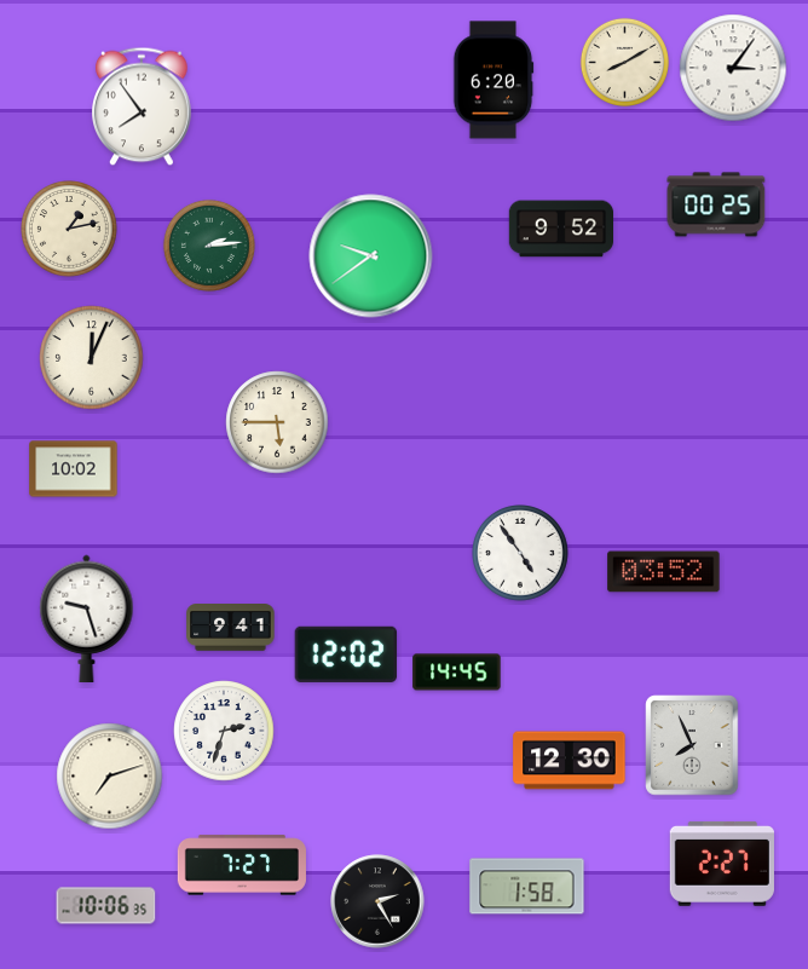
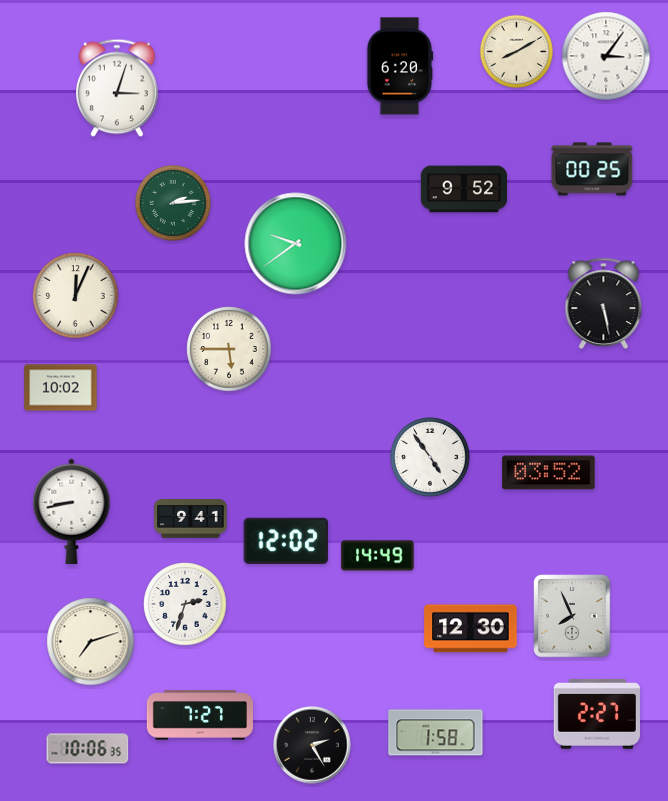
clock at (494, 80) position: (494, 80) -> (400, 66)
clock at (143, 106): 7:54 -> 3:03
clock at (70, 230): 1:13 -> none
clock at (371, 256) position: (371, 256) -> (296, 244)
clock at (604, 303): none -> 5:28
clock at (87, 618): 9:27 -> 8:43
clock at (457, 673): 14:45 -> 14:49
